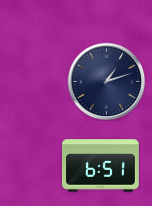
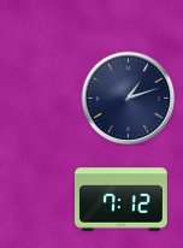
clock at (100, 166): 6:51 -> 7:12
